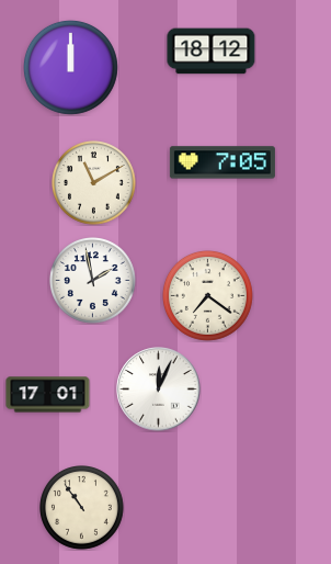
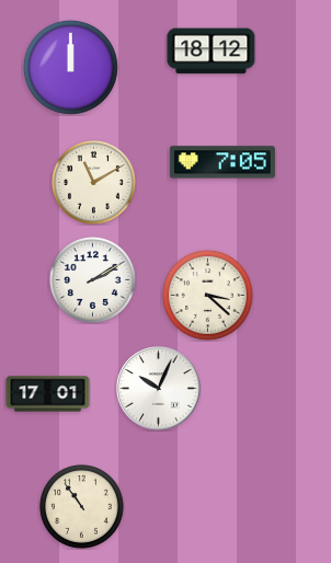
clock at (93, 281): 1:58 -> 2:10
clock at (207, 295): 7:21 -> 3:22
clock at (159, 390): 12:04 -> 10:04
